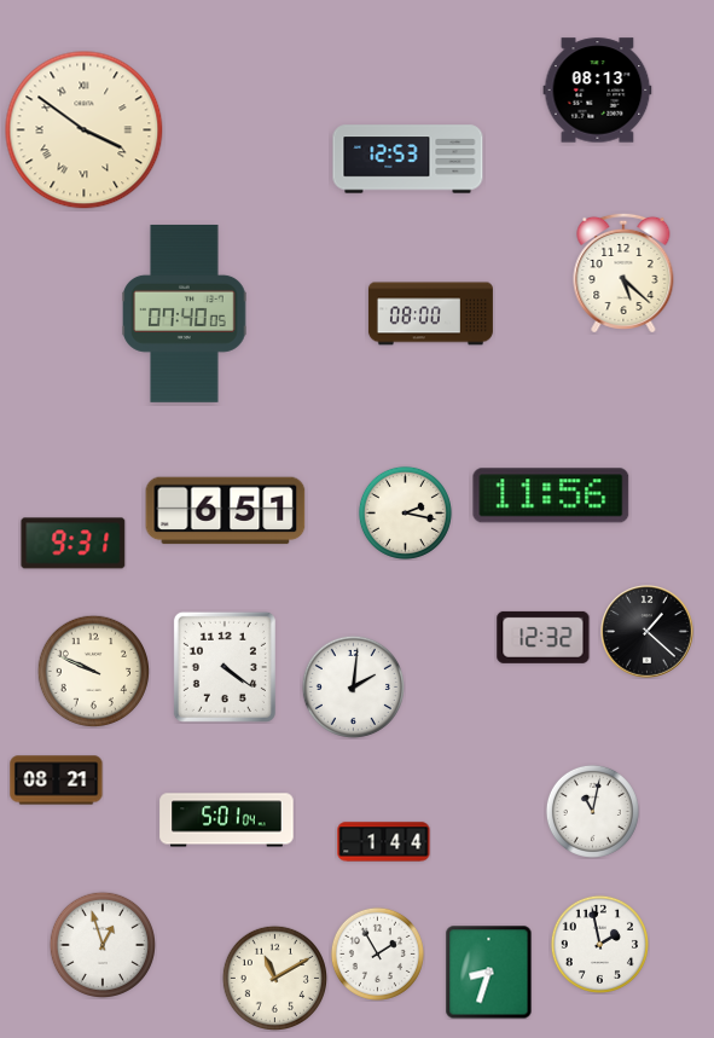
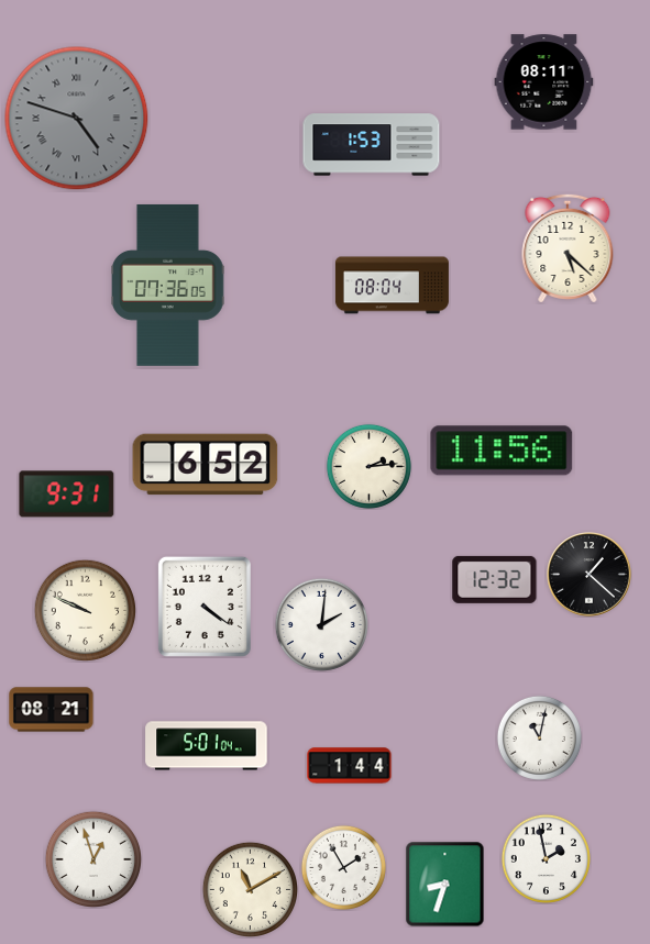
clock at (598, 91): 08:13 -> 08:11
clock at (85, 131): 3:51 -> 4:48
clock at (85, 131) dial: cream -> grey
clock at (408, 160): 12:53 -> 1:53
clock at (185, 313): 07:40 -> 07:36
clock at (430, 314): 08:00 -> 08:04
clock at (226, 511): 6:51 -> 6:52
clock at (405, 512): 2:17 -> 2:14
